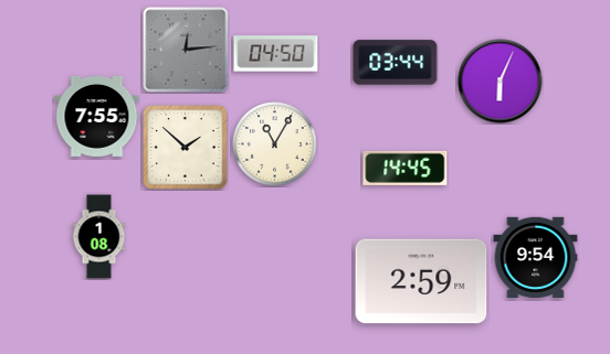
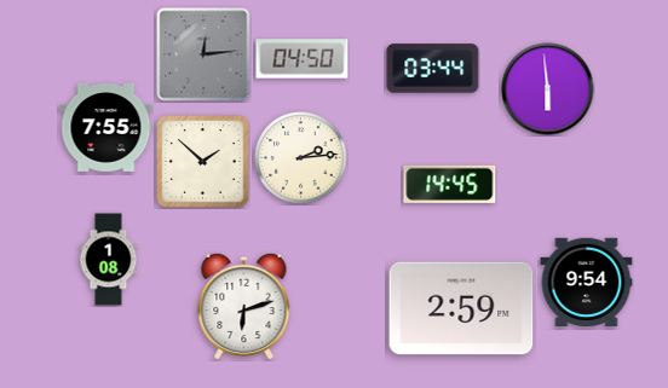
clock at (501, 82): 6:04 -> 5:59
clock at (275, 144): 11:05 -> 2:14
clock at (406, 168) position: (406, 168) -> (450, 184)
clock at (244, 306): none -> 6:12
